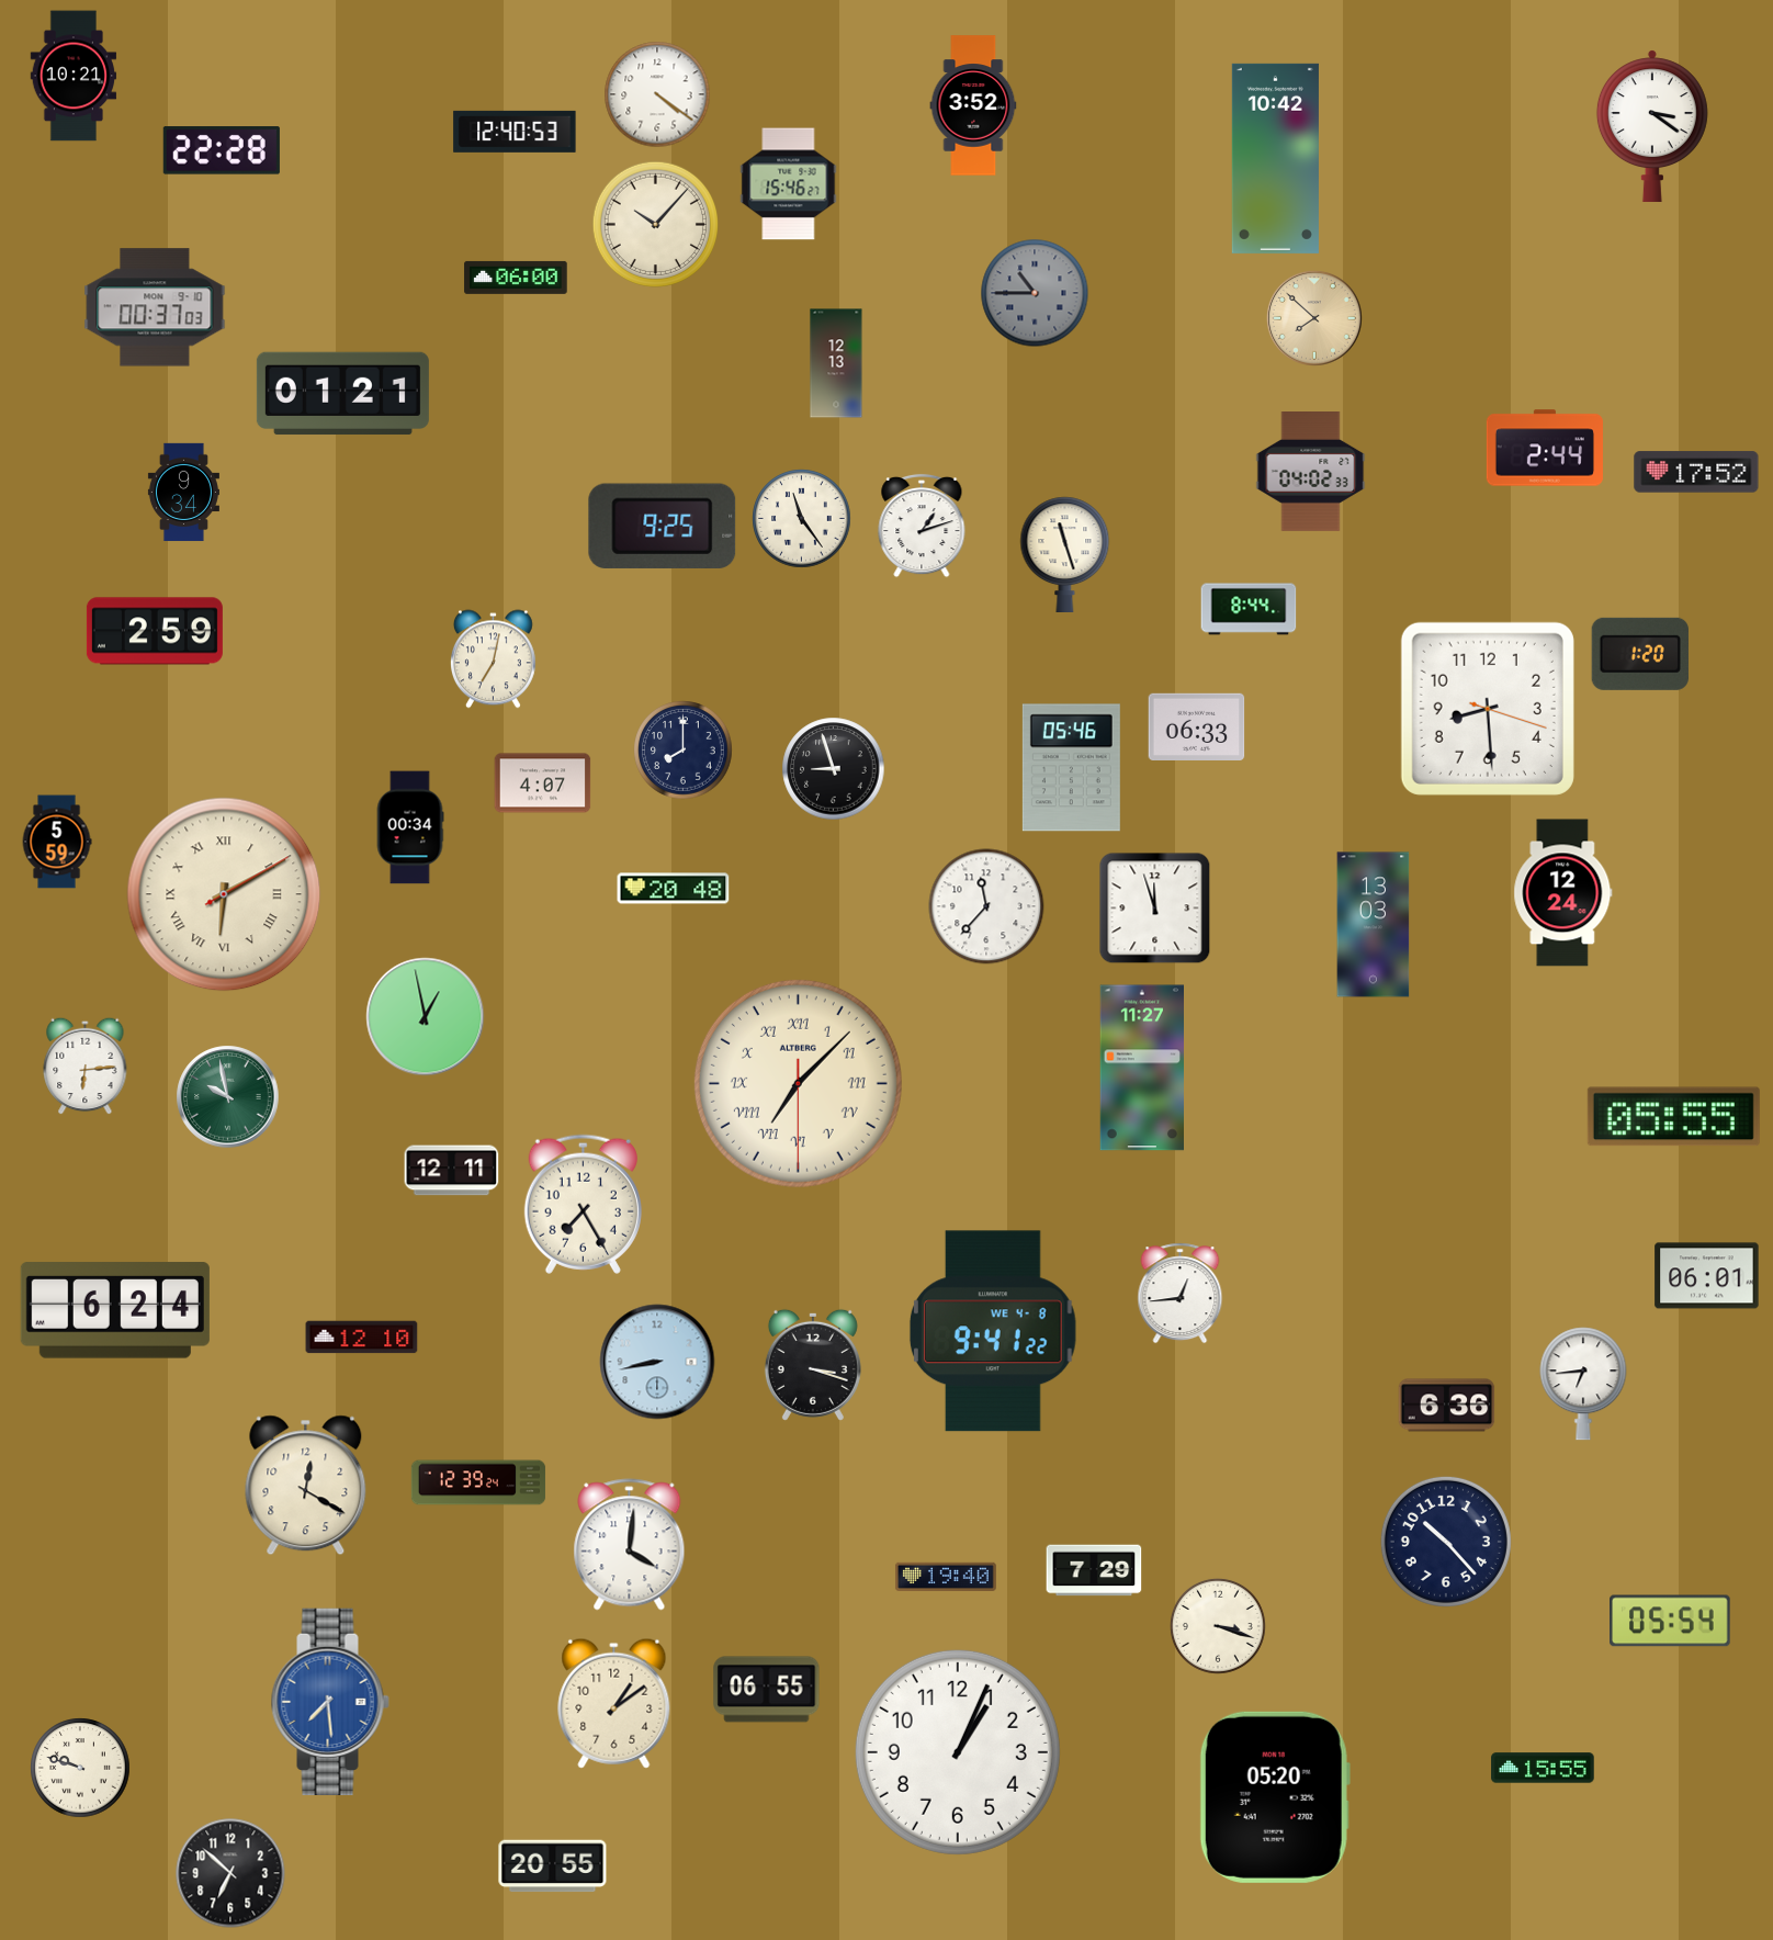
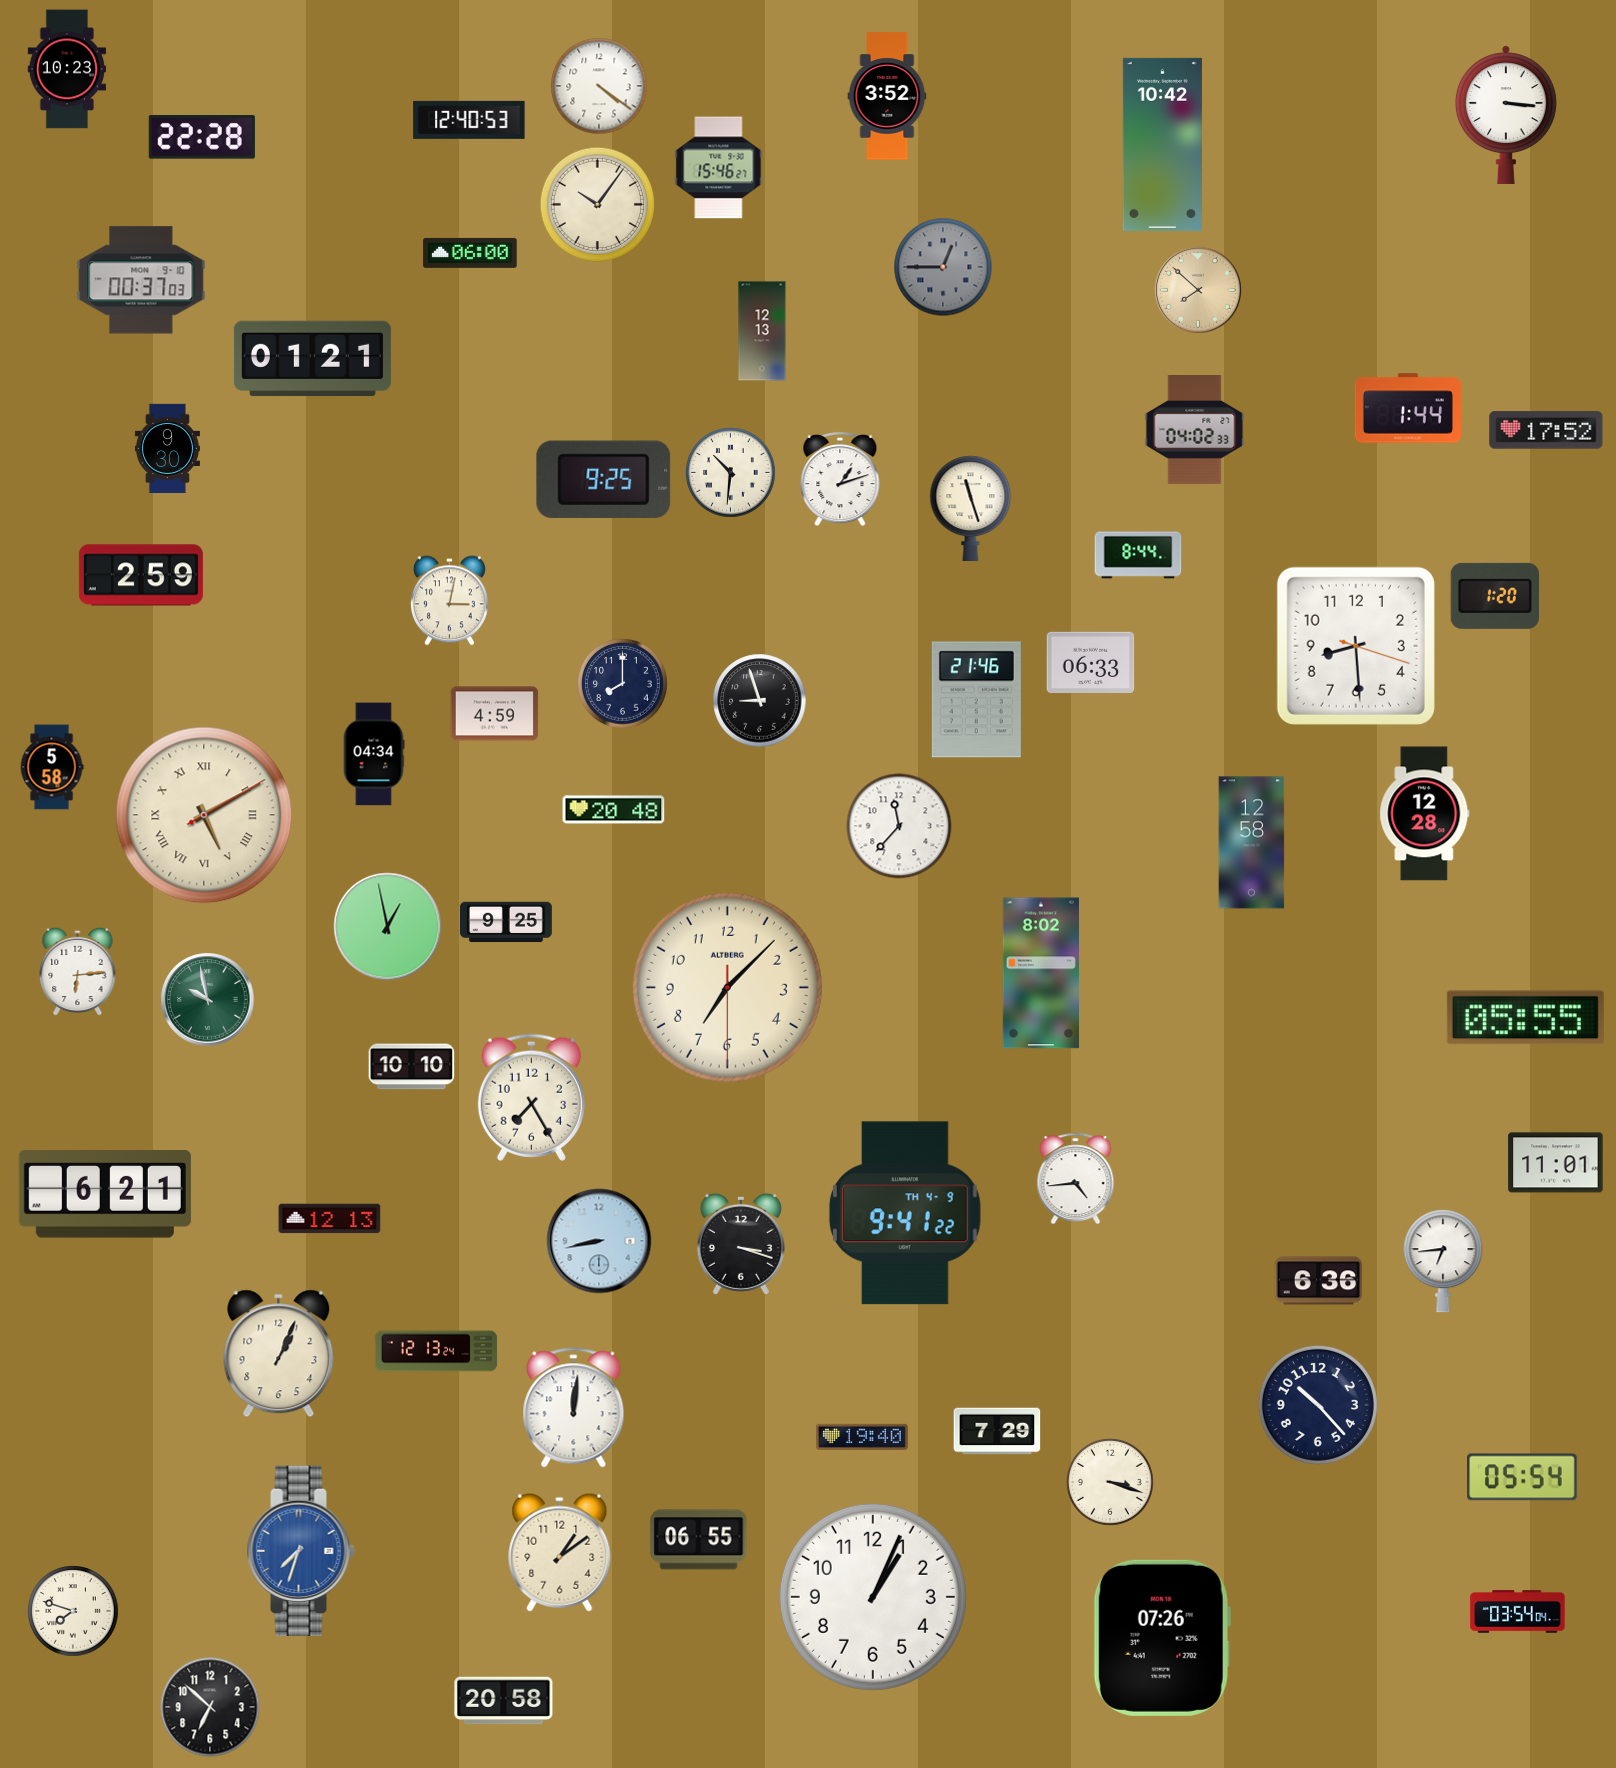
clock at (74, 76): 10:21 -> 10:23
clock at (1652, 126): 3:21 -> 3:16
clock at (655, 224): 10:07 -> 10:06
clock at (1035, 293): 10:45 -> 12:45
clock at (1545, 448): 2:44 -> 1:44
clock at (183, 493): 9:34 -> 9:30
clock at (802, 519): 11:24 -> 10:31
clock at (1065, 554) position: (1065, 554) -> (971, 508)
clock at (493, 659): 7:02 -> 3:02
clock at (1071, 768): 05:46 -> 21:46
clock at (543, 783): 4:07 -> 4:59
clock at (410, 827): 00:34 -> 04:34
clock at (57, 842): 5:59 -> 5:58
clock at (1563, 893): 12:24 -> 12:28
clock at (224, 894): 6:10 -> 5:10
clock at (1155, 909): 11:57 -> none
clock at (1374, 925): 13:03 -> 12:58
clock at (506, 922): none -> 9:25
clock at (1141, 1068): 11:27 -> 8:02
clock at (798, 1083) numerals: Roman -> Arabic
clock at (452, 1171): 12:11 -> 10:10
clock at (1707, 1276): 06:01 -> 11:01
clock at (1181, 1294): 12:44 -> 4:44
clock at (115, 1310): 6:24 -> 6:21
clock at (993, 1331) date: WE 4-8 -> TH 4-9
clock at (362, 1338): 12:10 -> 12:13
clock at (478, 1482): 12:39 -> 12:13
clock at (306, 1486): 12:20 -> 1:04
clock at (630, 1545): 4:01 -> 12:01
clock at (330, 1701): 7:29 -> 7:33
clock at (80, 1768): 9:48 -> 7:48
clock at (1543, 1768): 15:55 -> none
clock at (1518, 1612): none -> 03:54
clock at (1275, 1797): 05:20 -> 07:26
clock at (553, 1866): 20:55 -> 20:58
